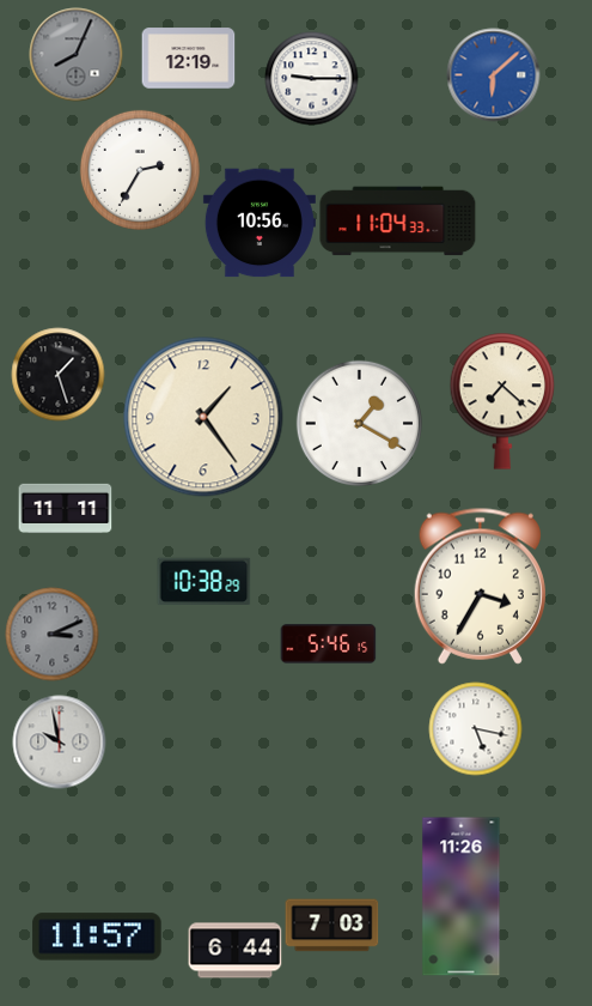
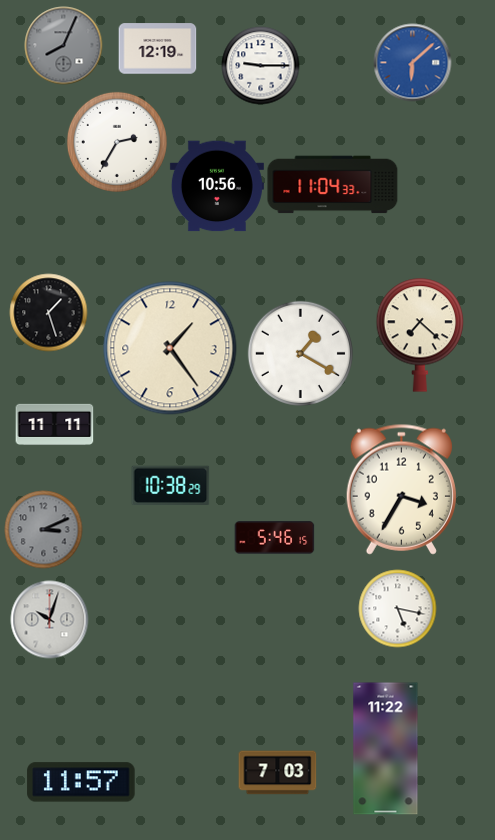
clock at (59, 741): 9:58 -> 10:03
clock at (462, 897): 11:26 -> 11:22
clock at (234, 951): 6:44 -> none
